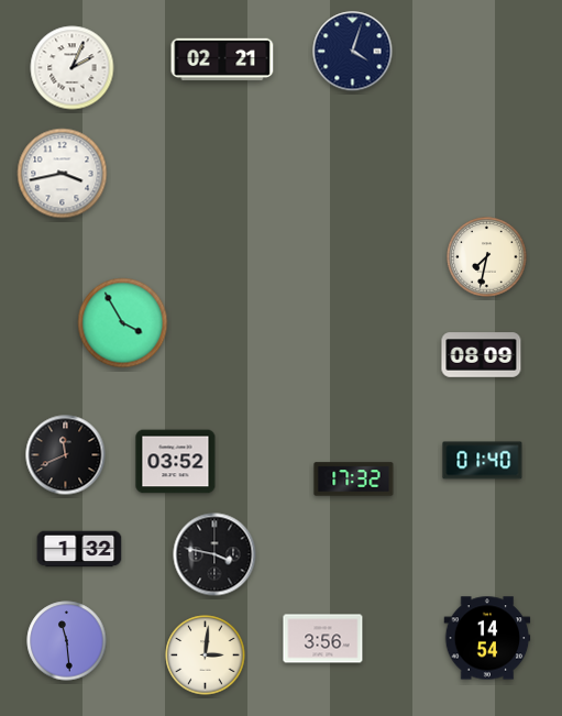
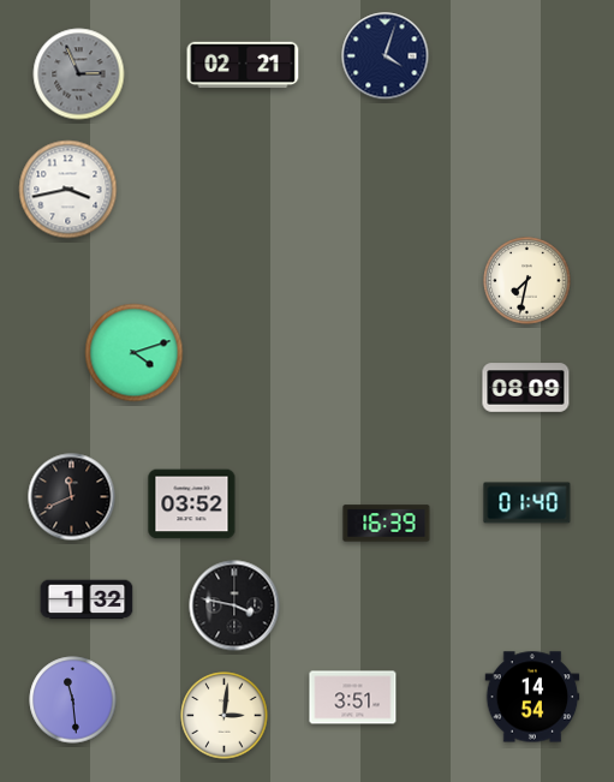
clock at (73, 68): 2:04 -> 2:56
clock at (73, 68) dial: white -> grey
clock at (487, 257) position: (487, 257) -> (527, 281)
clock at (123, 323): 3:55 -> 4:12
clock at (354, 480): 17:32 -> 16:39
clock at (323, 639): 3:56 -> 3:51
